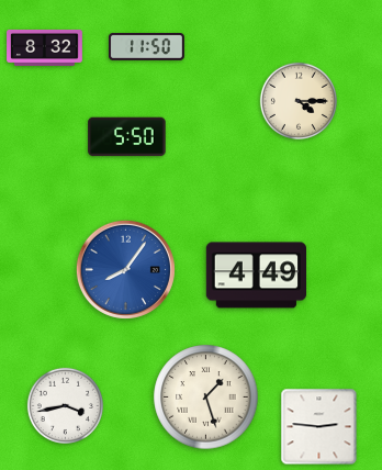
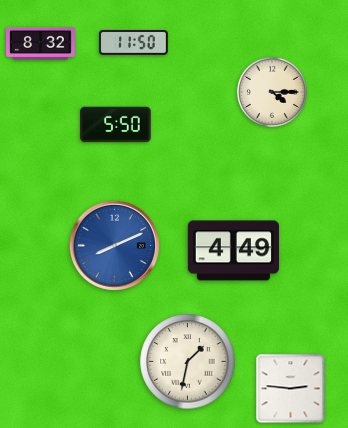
clock at (125, 269): 8:06 -> 8:11
clock at (206, 398): 1:27 -> 1:32
clock at (65, 405): 3:43 -> none
